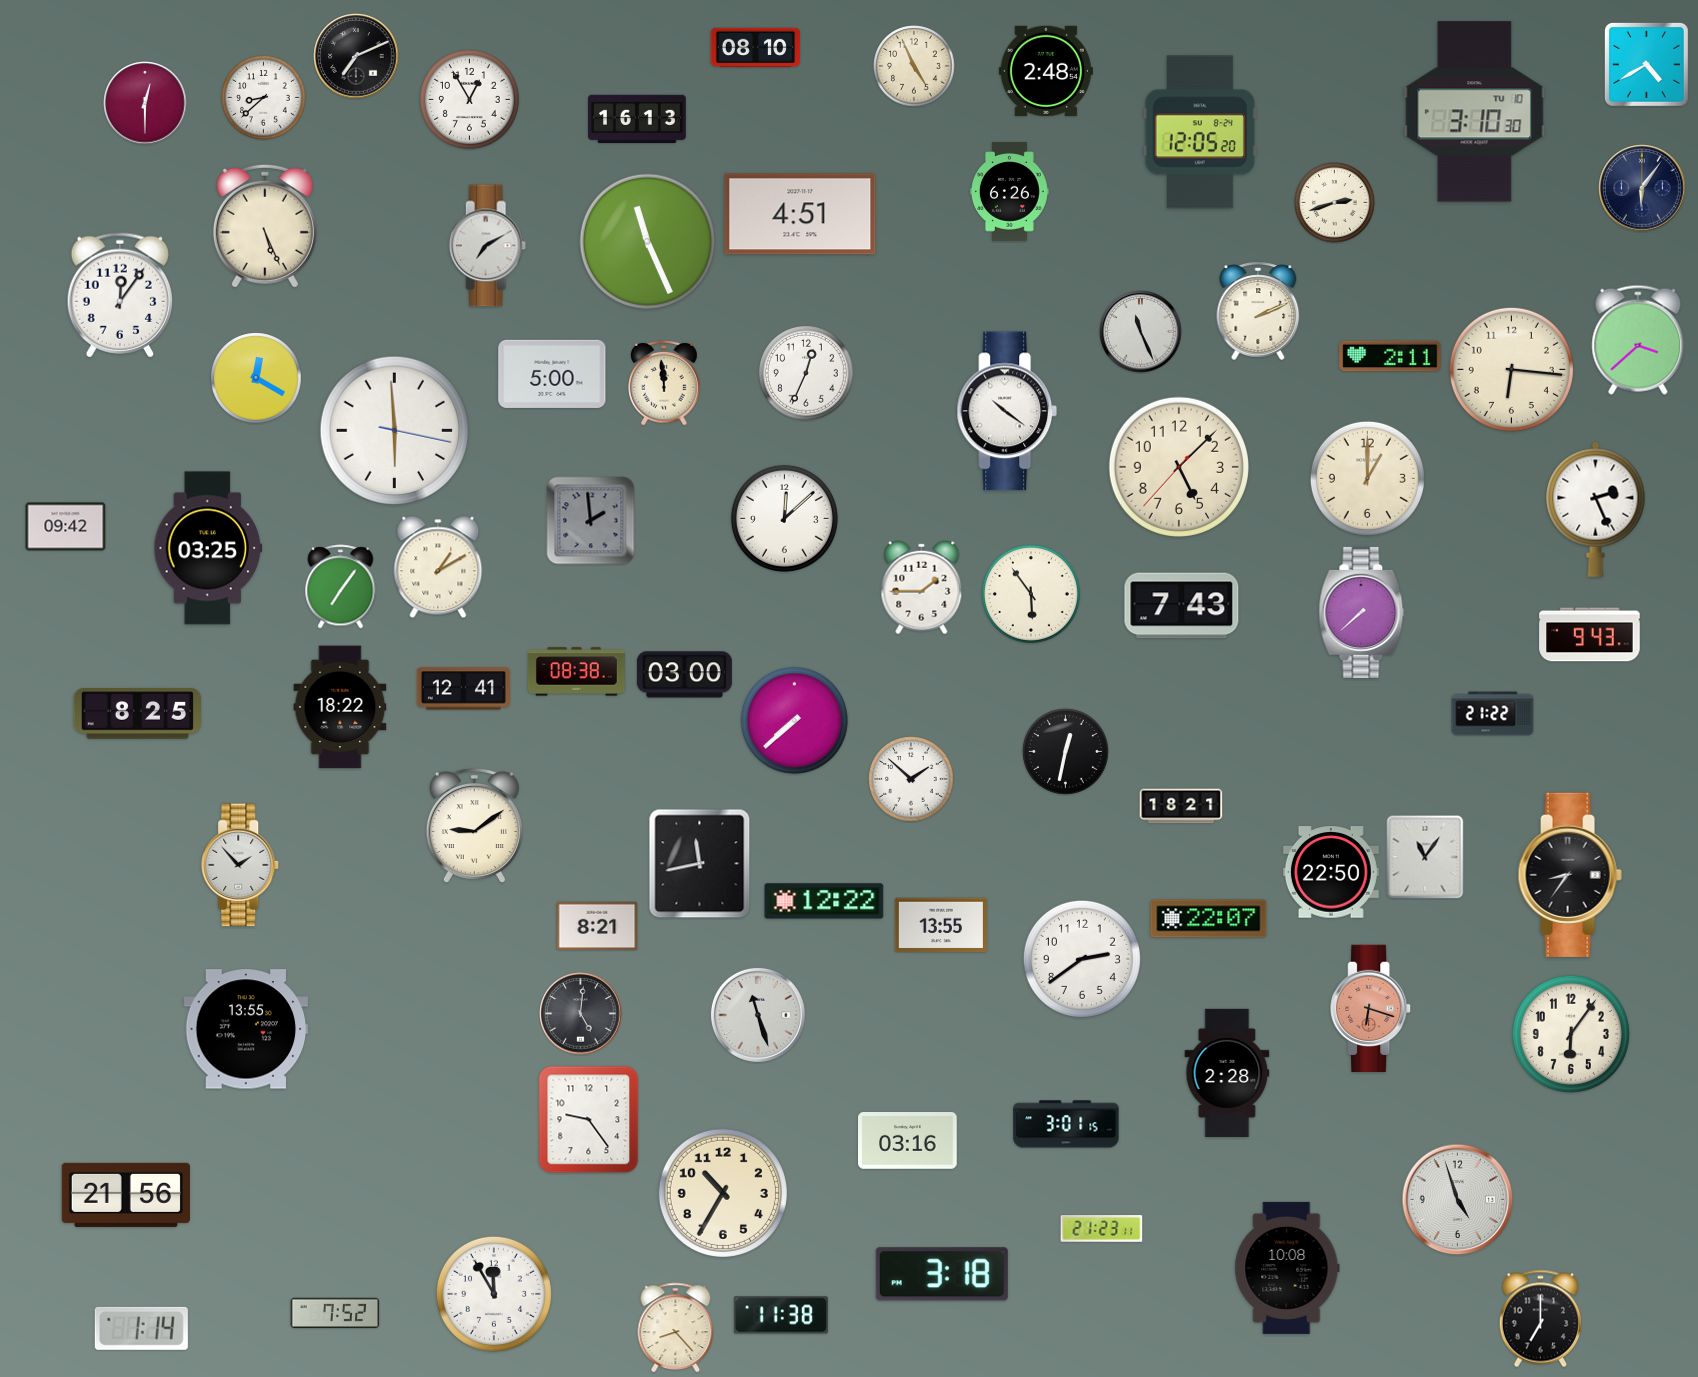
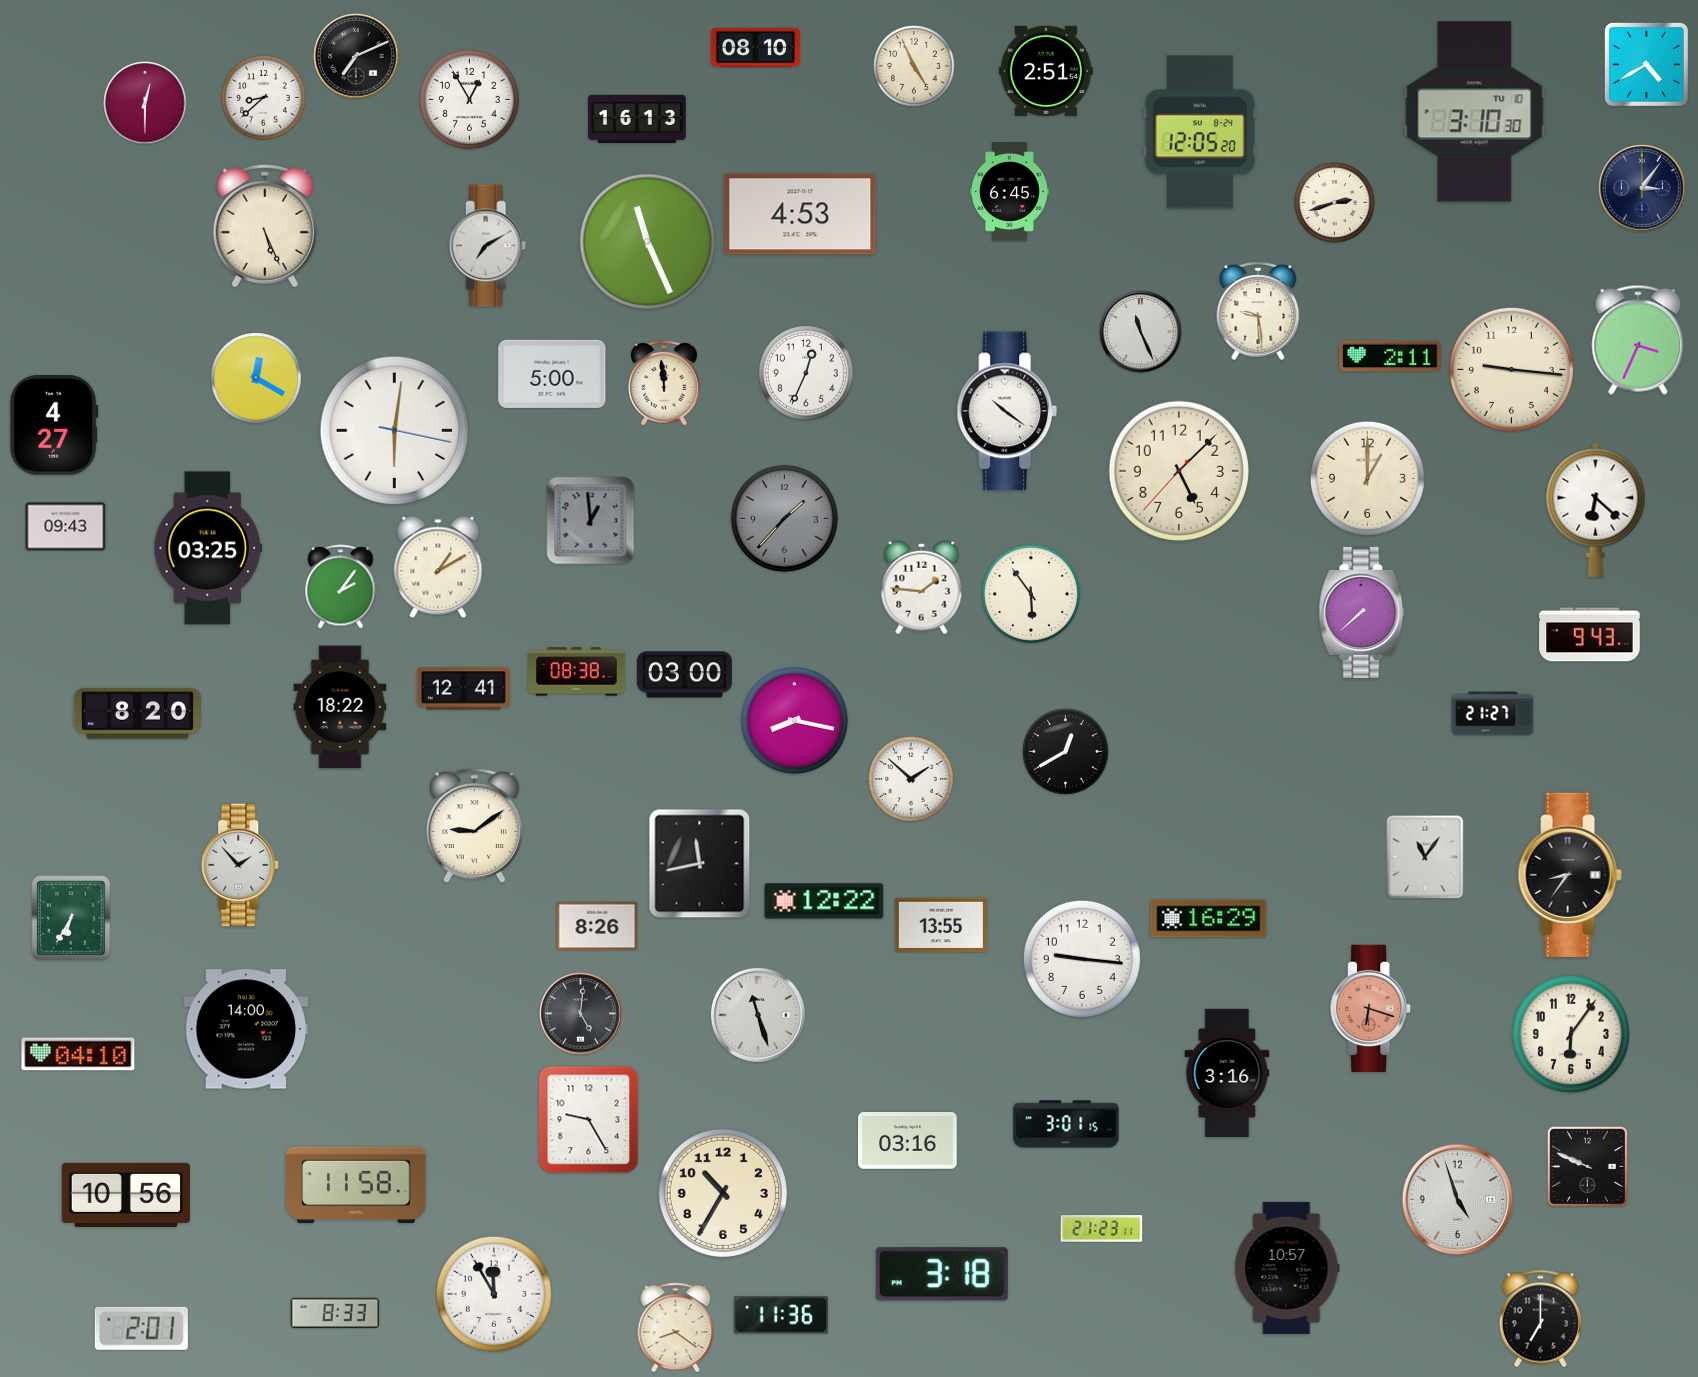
clock at (1046, 70): 2:48 -> 2:51
clock at (1642, 188): 6:06 -> 3:06
clock at (1009, 192): 6:26 -> 6:45
clock at (800, 214): 4:51 -> 4:53
clock at (119, 295): 12:06 -> none
clock at (1258, 311): 2:11 -> 9:29
clock at (1638, 340): 3:38 -> 3:34
clock at (1511, 369): 6:16 -> 9:16
clock at (54, 426): none -> 4:27
clock at (394, 430): 5:59 -> 6:01
clock at (1179, 467) position: (1179, 467) -> (1179, 471)
clock at (1596, 509): 2:26 -> 6:22
clock at (784, 518): 12:08 -> 1:37
clock at (784, 518) dial: white -> grey
clock at (591, 521): 1:59 -> 12:59
clock at (66, 527): 09:42 -> 09:43
clock at (341, 587): 7:06 -> 2:06
clock at (922, 588): 1:45 -> 1:46
clock at (1182, 606): 7:43 -> none
clock at (137, 714): 8:25 -> 8:20
clock at (1493, 714): 21:22 -> 21:27
clock at (794, 720): 7:38 -> 8:17
clock at (1066, 752): 12:32 -> 12:40
clock at (1181, 806): 18:21 -> none
clock at (1331, 872): 22:50 -> none
clock at (71, 918): none -> 6:35
clock at (1209, 919): 22:07 -> 16:29
clock at (597, 926): 8:21 -> 8:26
clock at (1082, 959): 2:39 -> 9:16
clock at (246, 1029): 13:55 -> 14:00
clock at (78, 1054): none -> 04:10
clock at (1227, 1073): 2:28 -> 3:16
clock at (589, 1120): 9:24 -> 9:25
clock at (1587, 1166): none -> 9:49
clock at (356, 1184): none -> 11:58
clock at (126, 1195): 21:56 -> 10:56
clock at (1287, 1268): 10:08 -> 10:57
clock at (335, 1313): 7:52 -> 8:33
clock at (781, 1315): 11:38 -> 11:36
clock at (141, 1328): 1:14 -> 2:01
clock at (676, 1328): 8:23 -> 8:21
